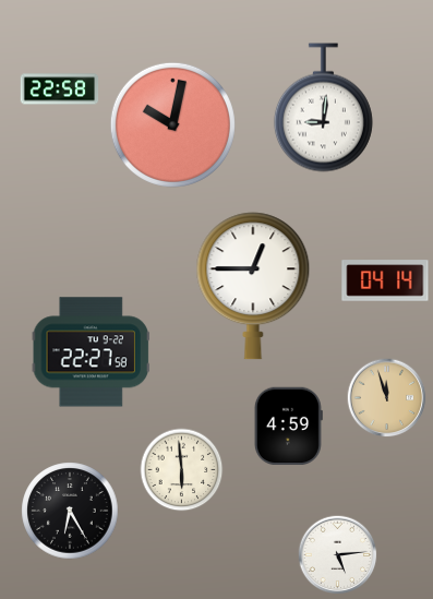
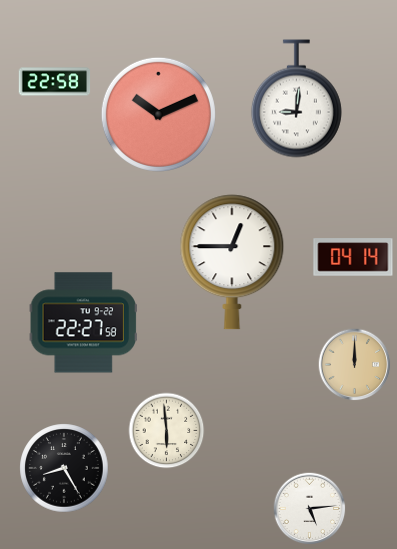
clock at (172, 124): 10:02 -> 10:11
clock at (387, 398): 11:57 -> 12:00
clock at (288, 427): 4:59 -> none
clock at (70, 511): 6:25 -> 8:25
